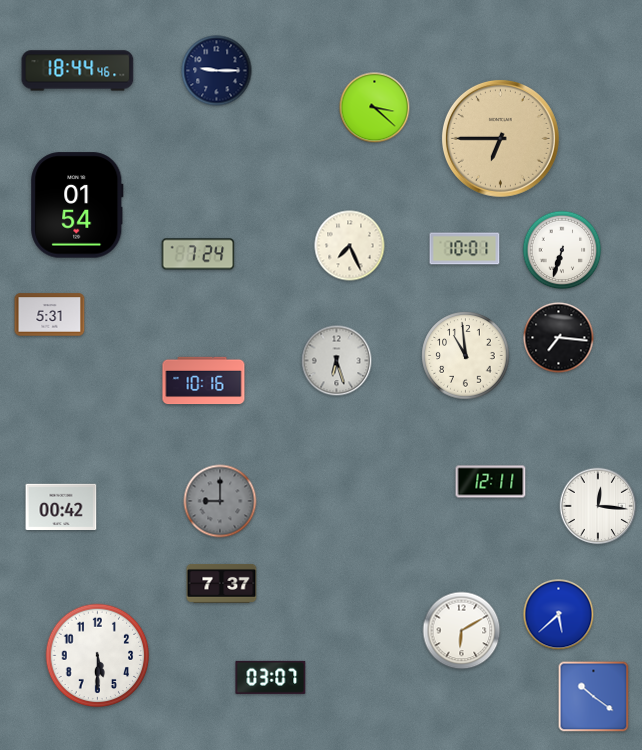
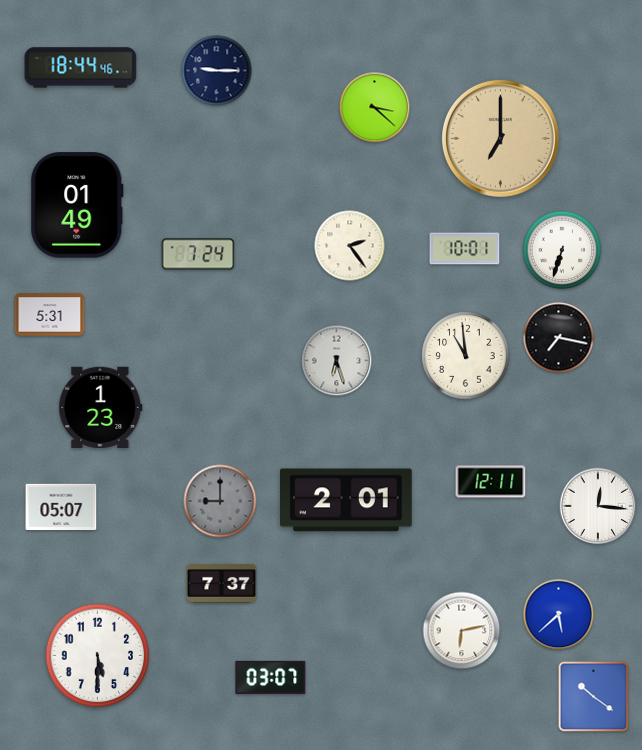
clock at (78, 71) position: (78, 71) -> (81, 68)
clock at (500, 138): 6:45 -> 7:00
clock at (77, 205): 01:54 -> 01:49
clock at (350, 246): 7:26 -> 2:24
clock at (559, 338): 7:16 -> 7:17
clock at (204, 381): 10:16 -> none
clock at (101, 407): none -> 1:23
clock at (347, 500): none -> 2:01
clock at (61, 506): 00:42 -> 05:07
clock at (462, 631): 6:10 -> 6:13
